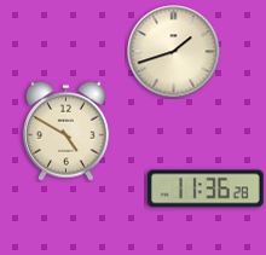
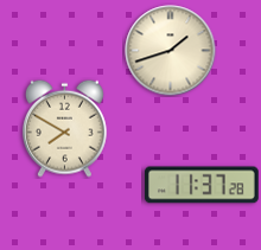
clock at (65, 131): 4:50 -> 7:50
clock at (206, 189): 11:36 -> 11:37
